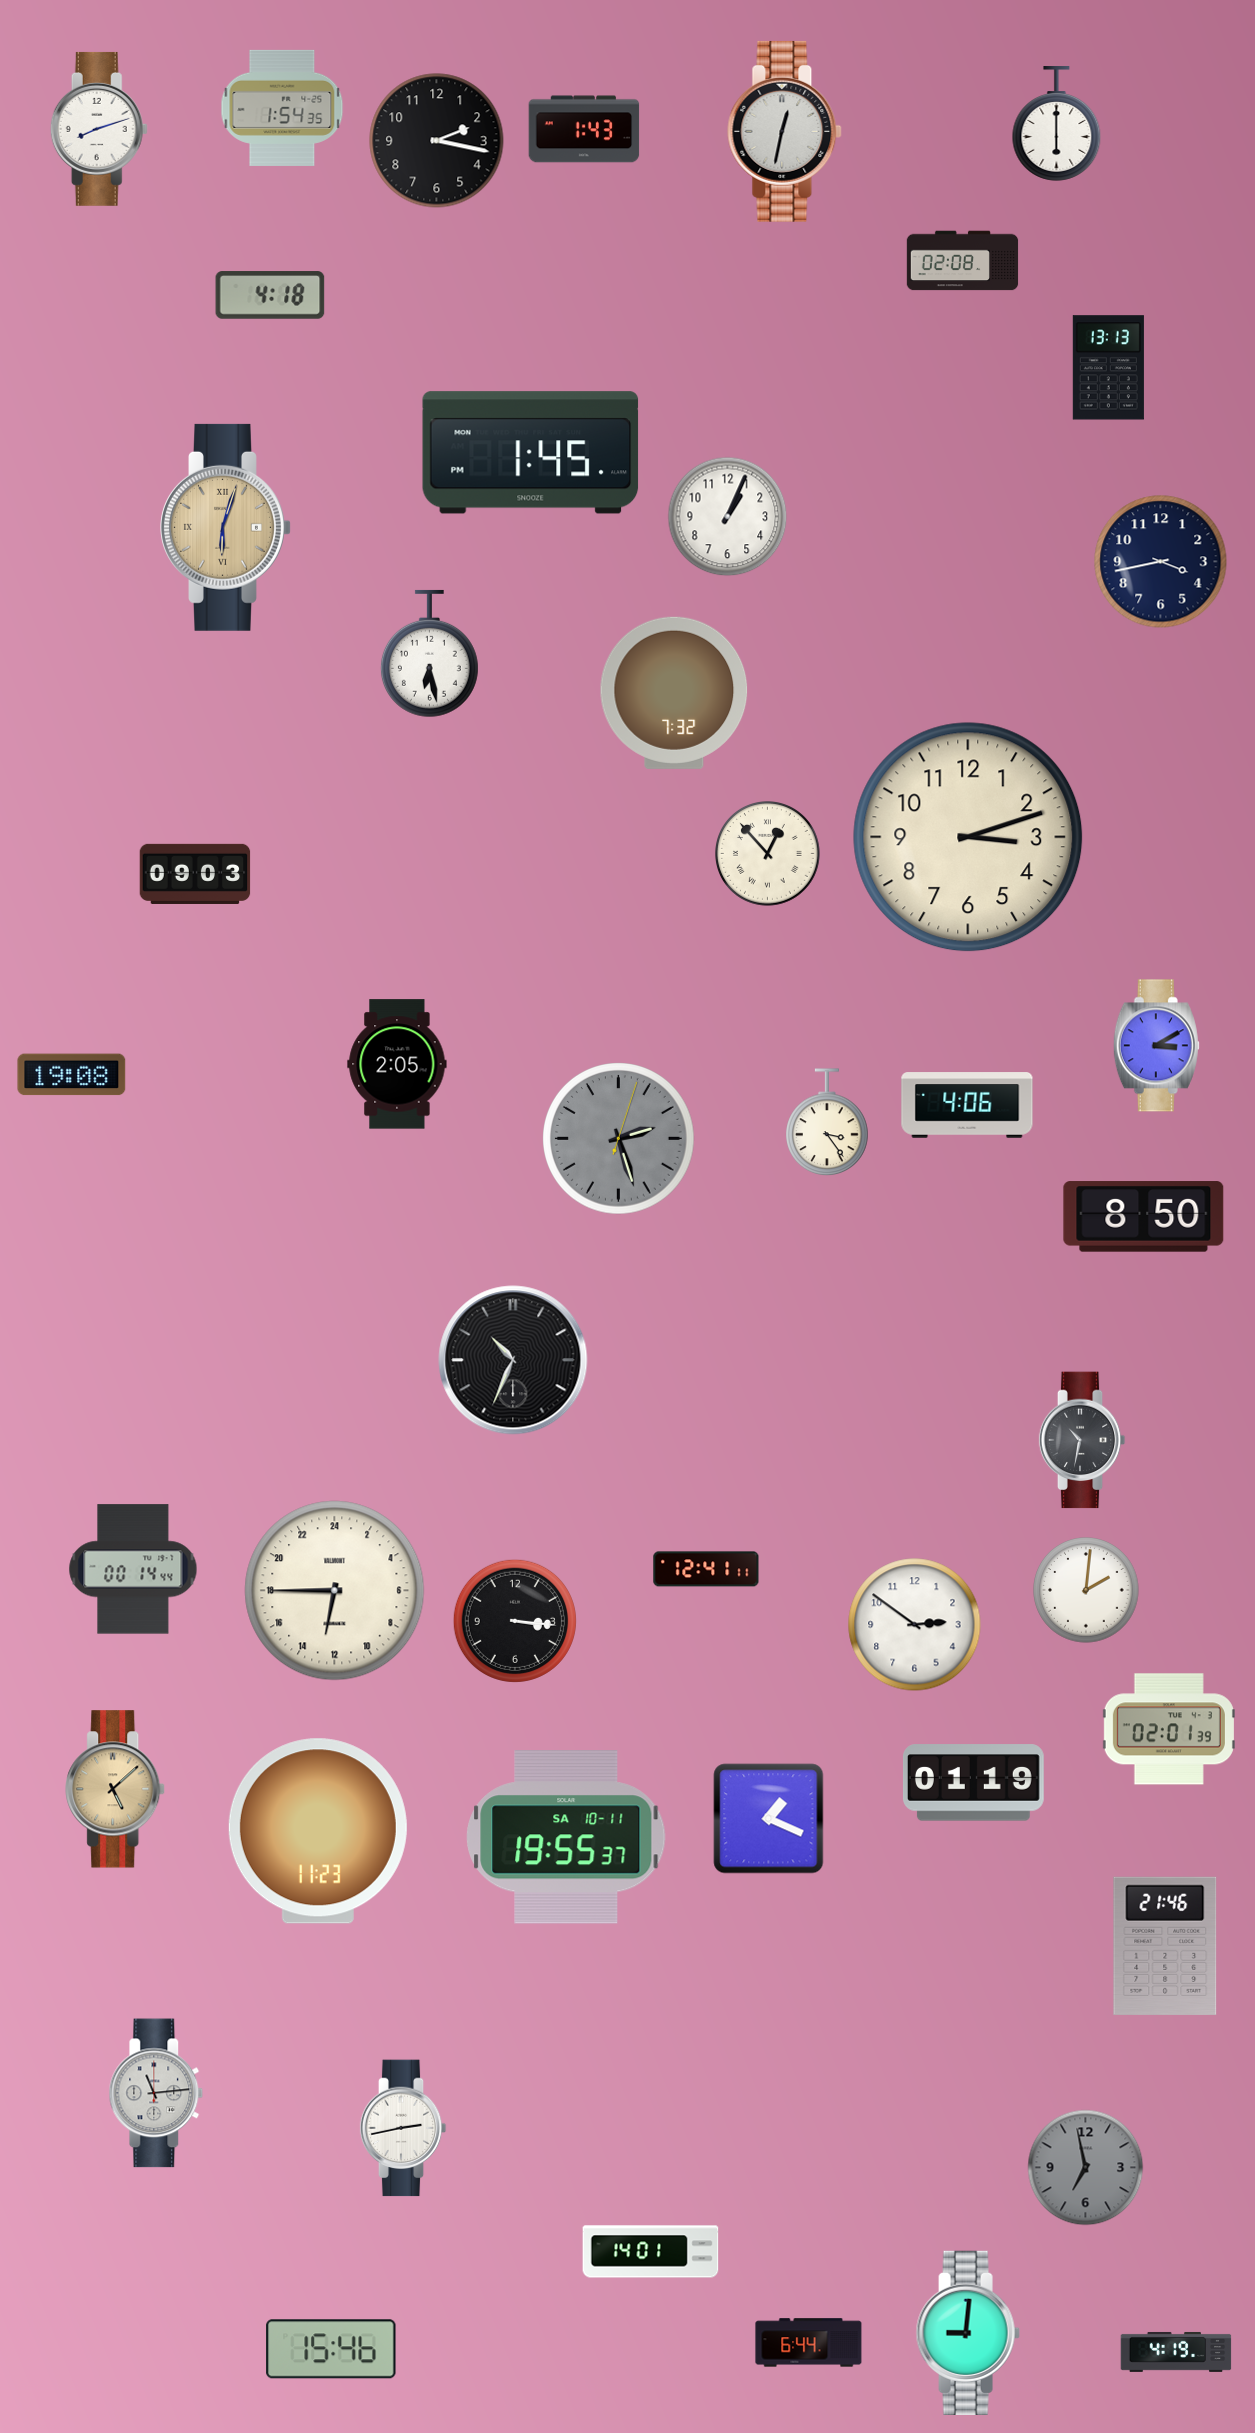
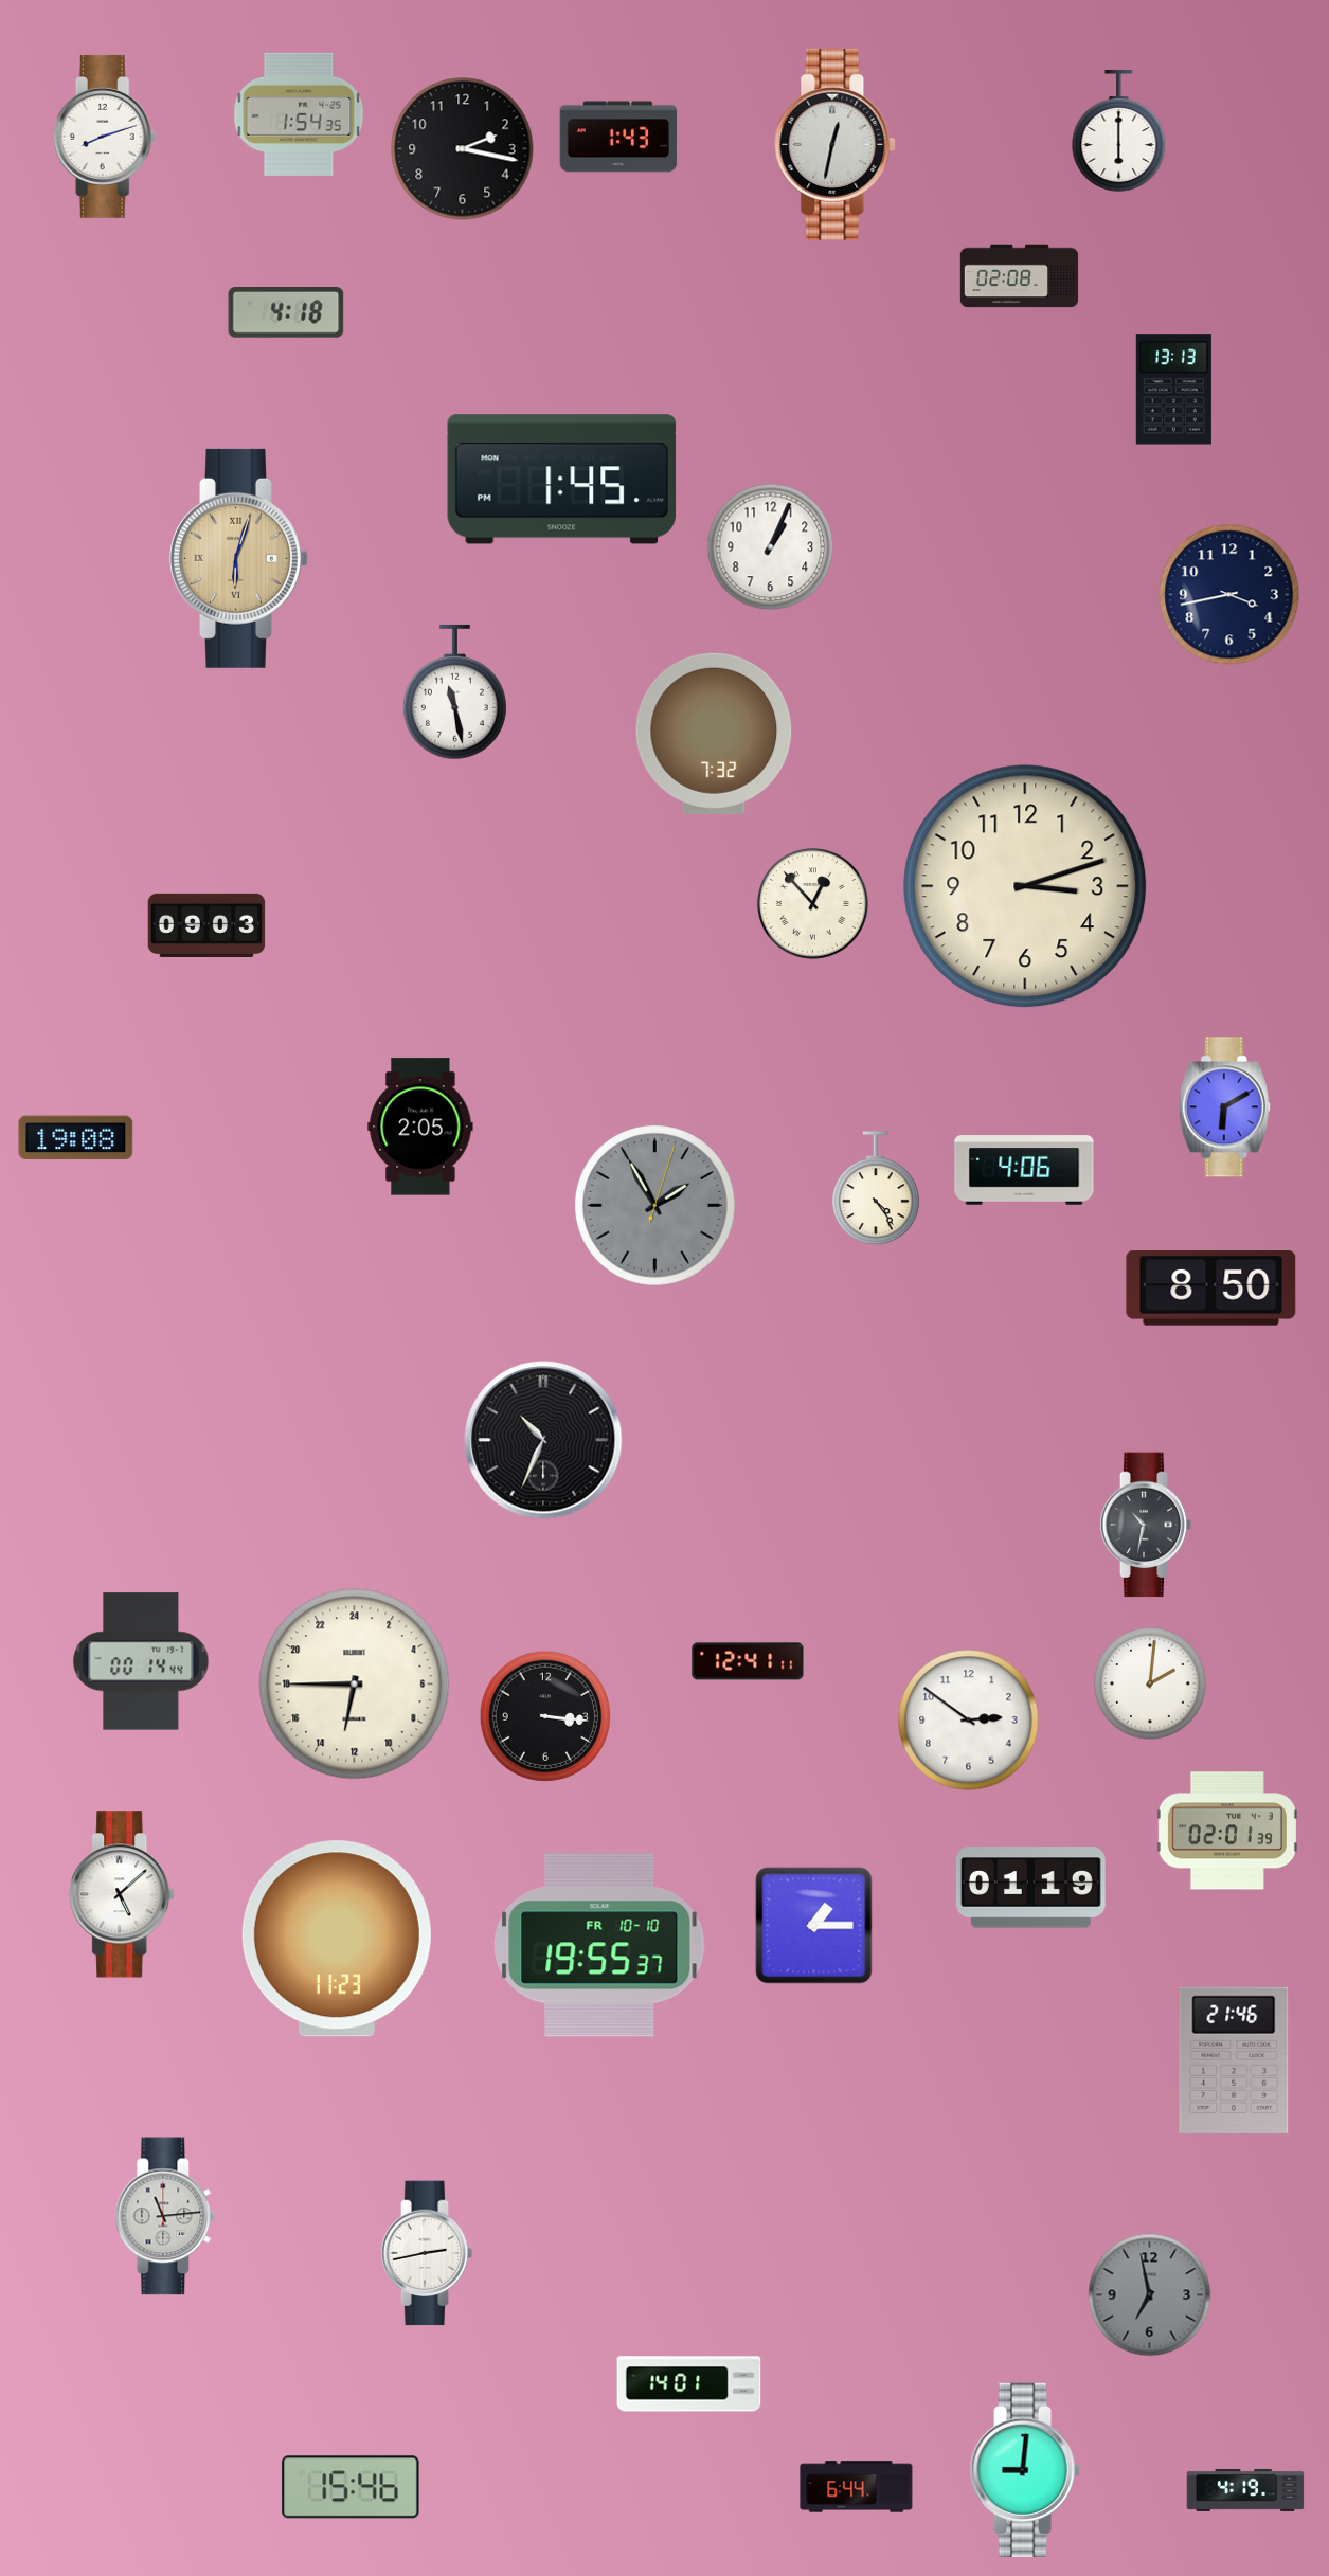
clock at (785, 131) position: (785, 131) -> (836, 144)
clock at (429, 654): 6:28 -> 11:28
clock at (1156, 1046): 3:10 -> 6:10
clock at (827, 1122): 3:24 -> 4:24
clock at (619, 1139): 2:27 -> 1:55
clock at (1169, 1729) position: (1169, 1729) -> (1227, 1831)
clock at (116, 1789) dial: champagne -> white
clock at (769, 1819): 1:19 -> 1:15
clock at (566, 1837) date: SA 10-11 -> FR 10-10
clock at (809, 2343) position: (809, 2343) -> (857, 2487)
